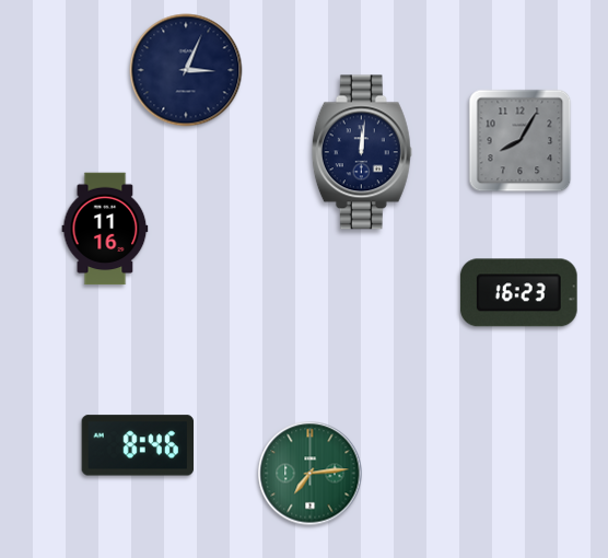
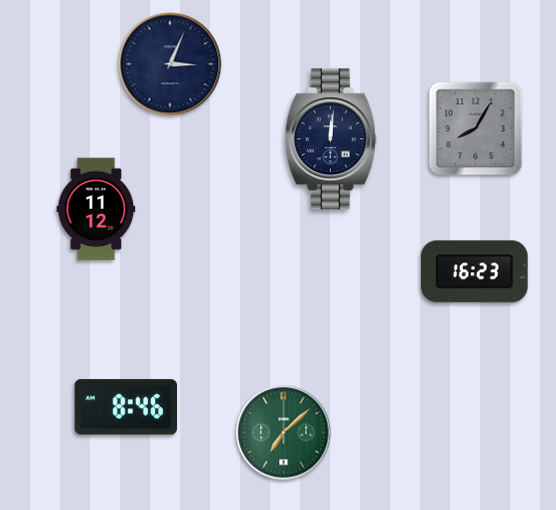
clock at (105, 229): 11:16 -> 11:12
clock at (518, 293) position: (518, 293) -> (474, 272)
clock at (311, 474): 7:14 -> 7:08
